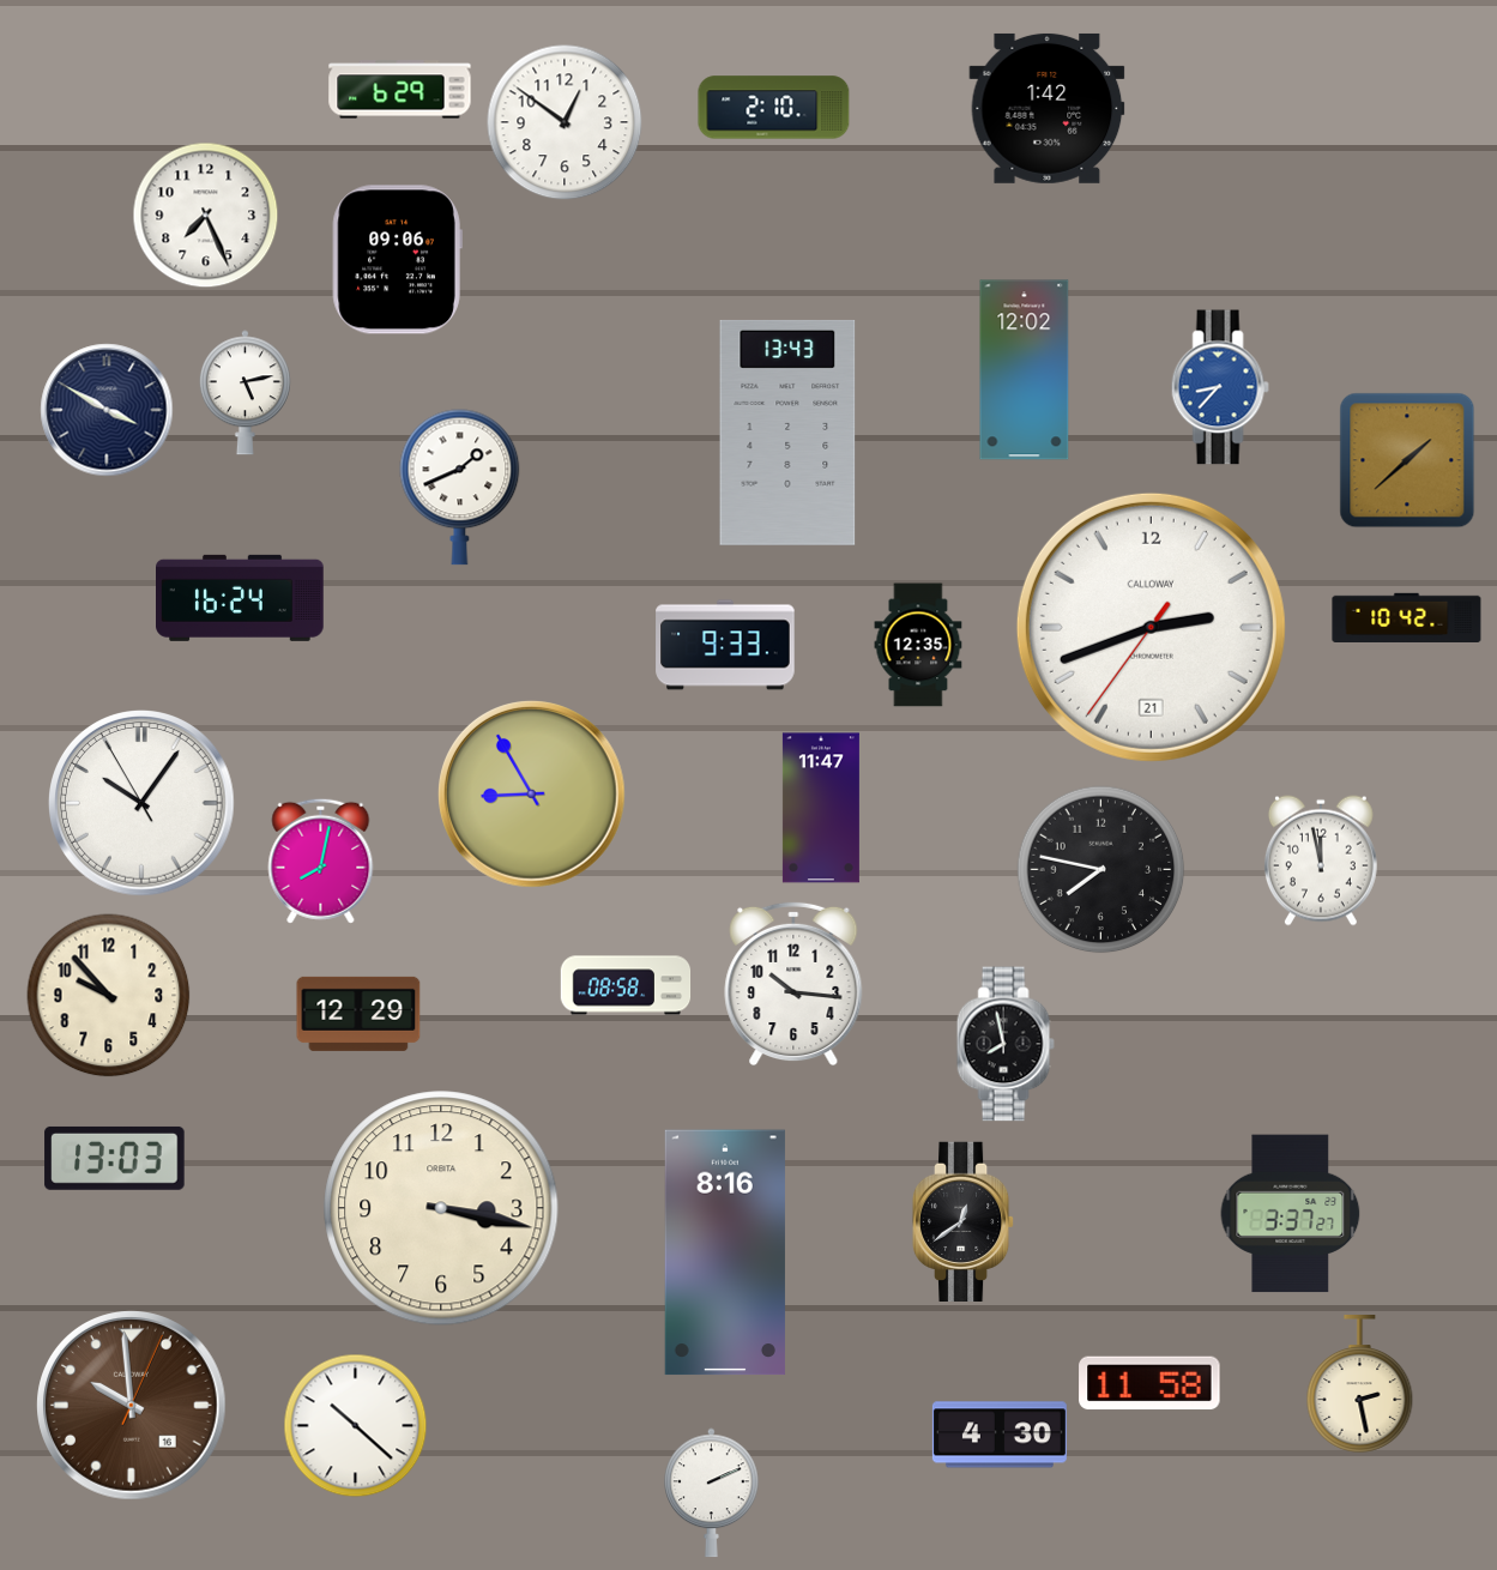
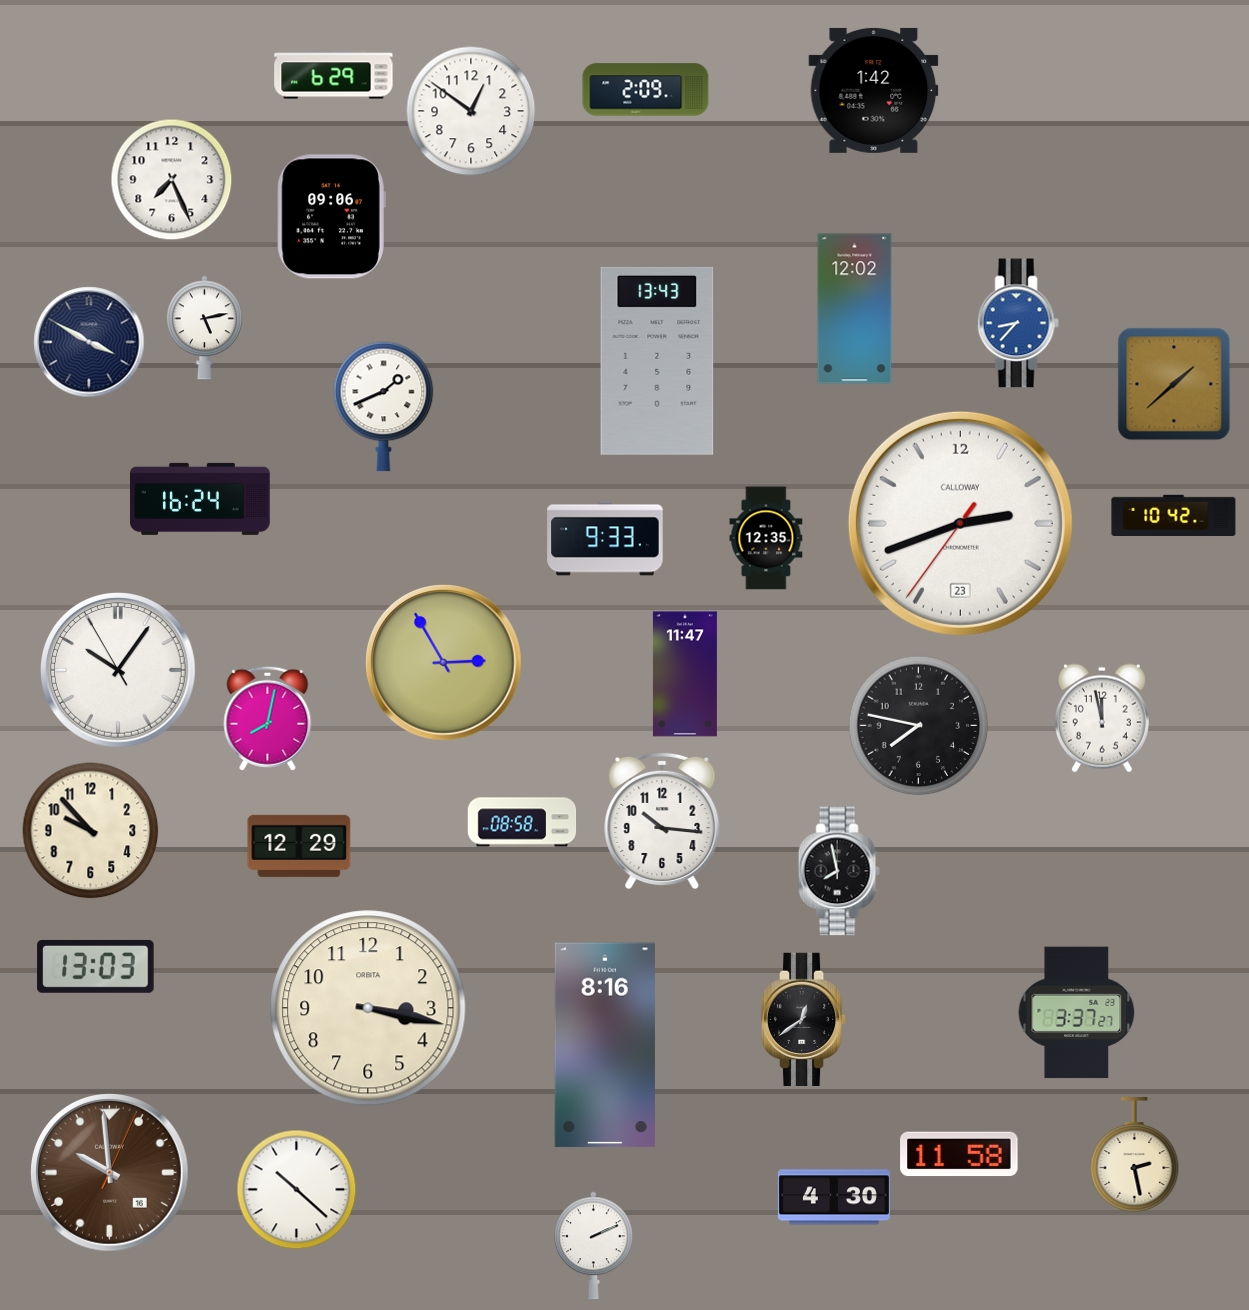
clock at (774, 108): 2:10 -> 2:09
clock at (565, 122) position: (565, 122) -> (471, 111)
clock at (1151, 627) date: 21 -> 23
clock at (532, 795): 8:55 -> 2:55
